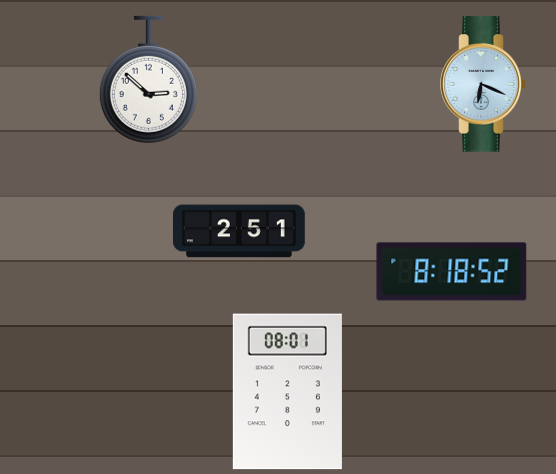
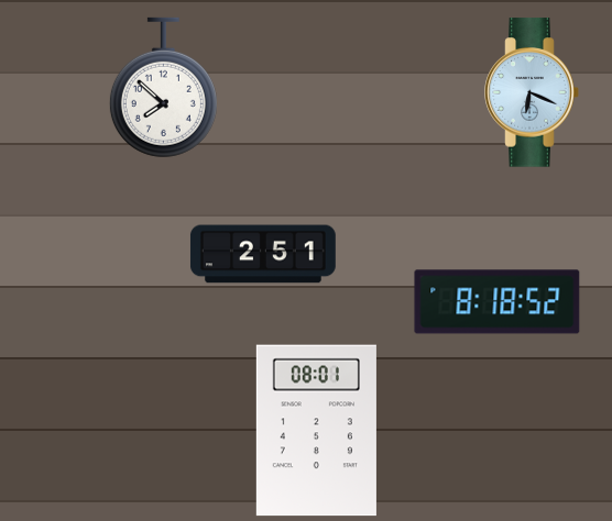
clock at (148, 80): 2:52 -> 7:52
clock at (452, 272) position: (452, 272) -> (498, 302)
